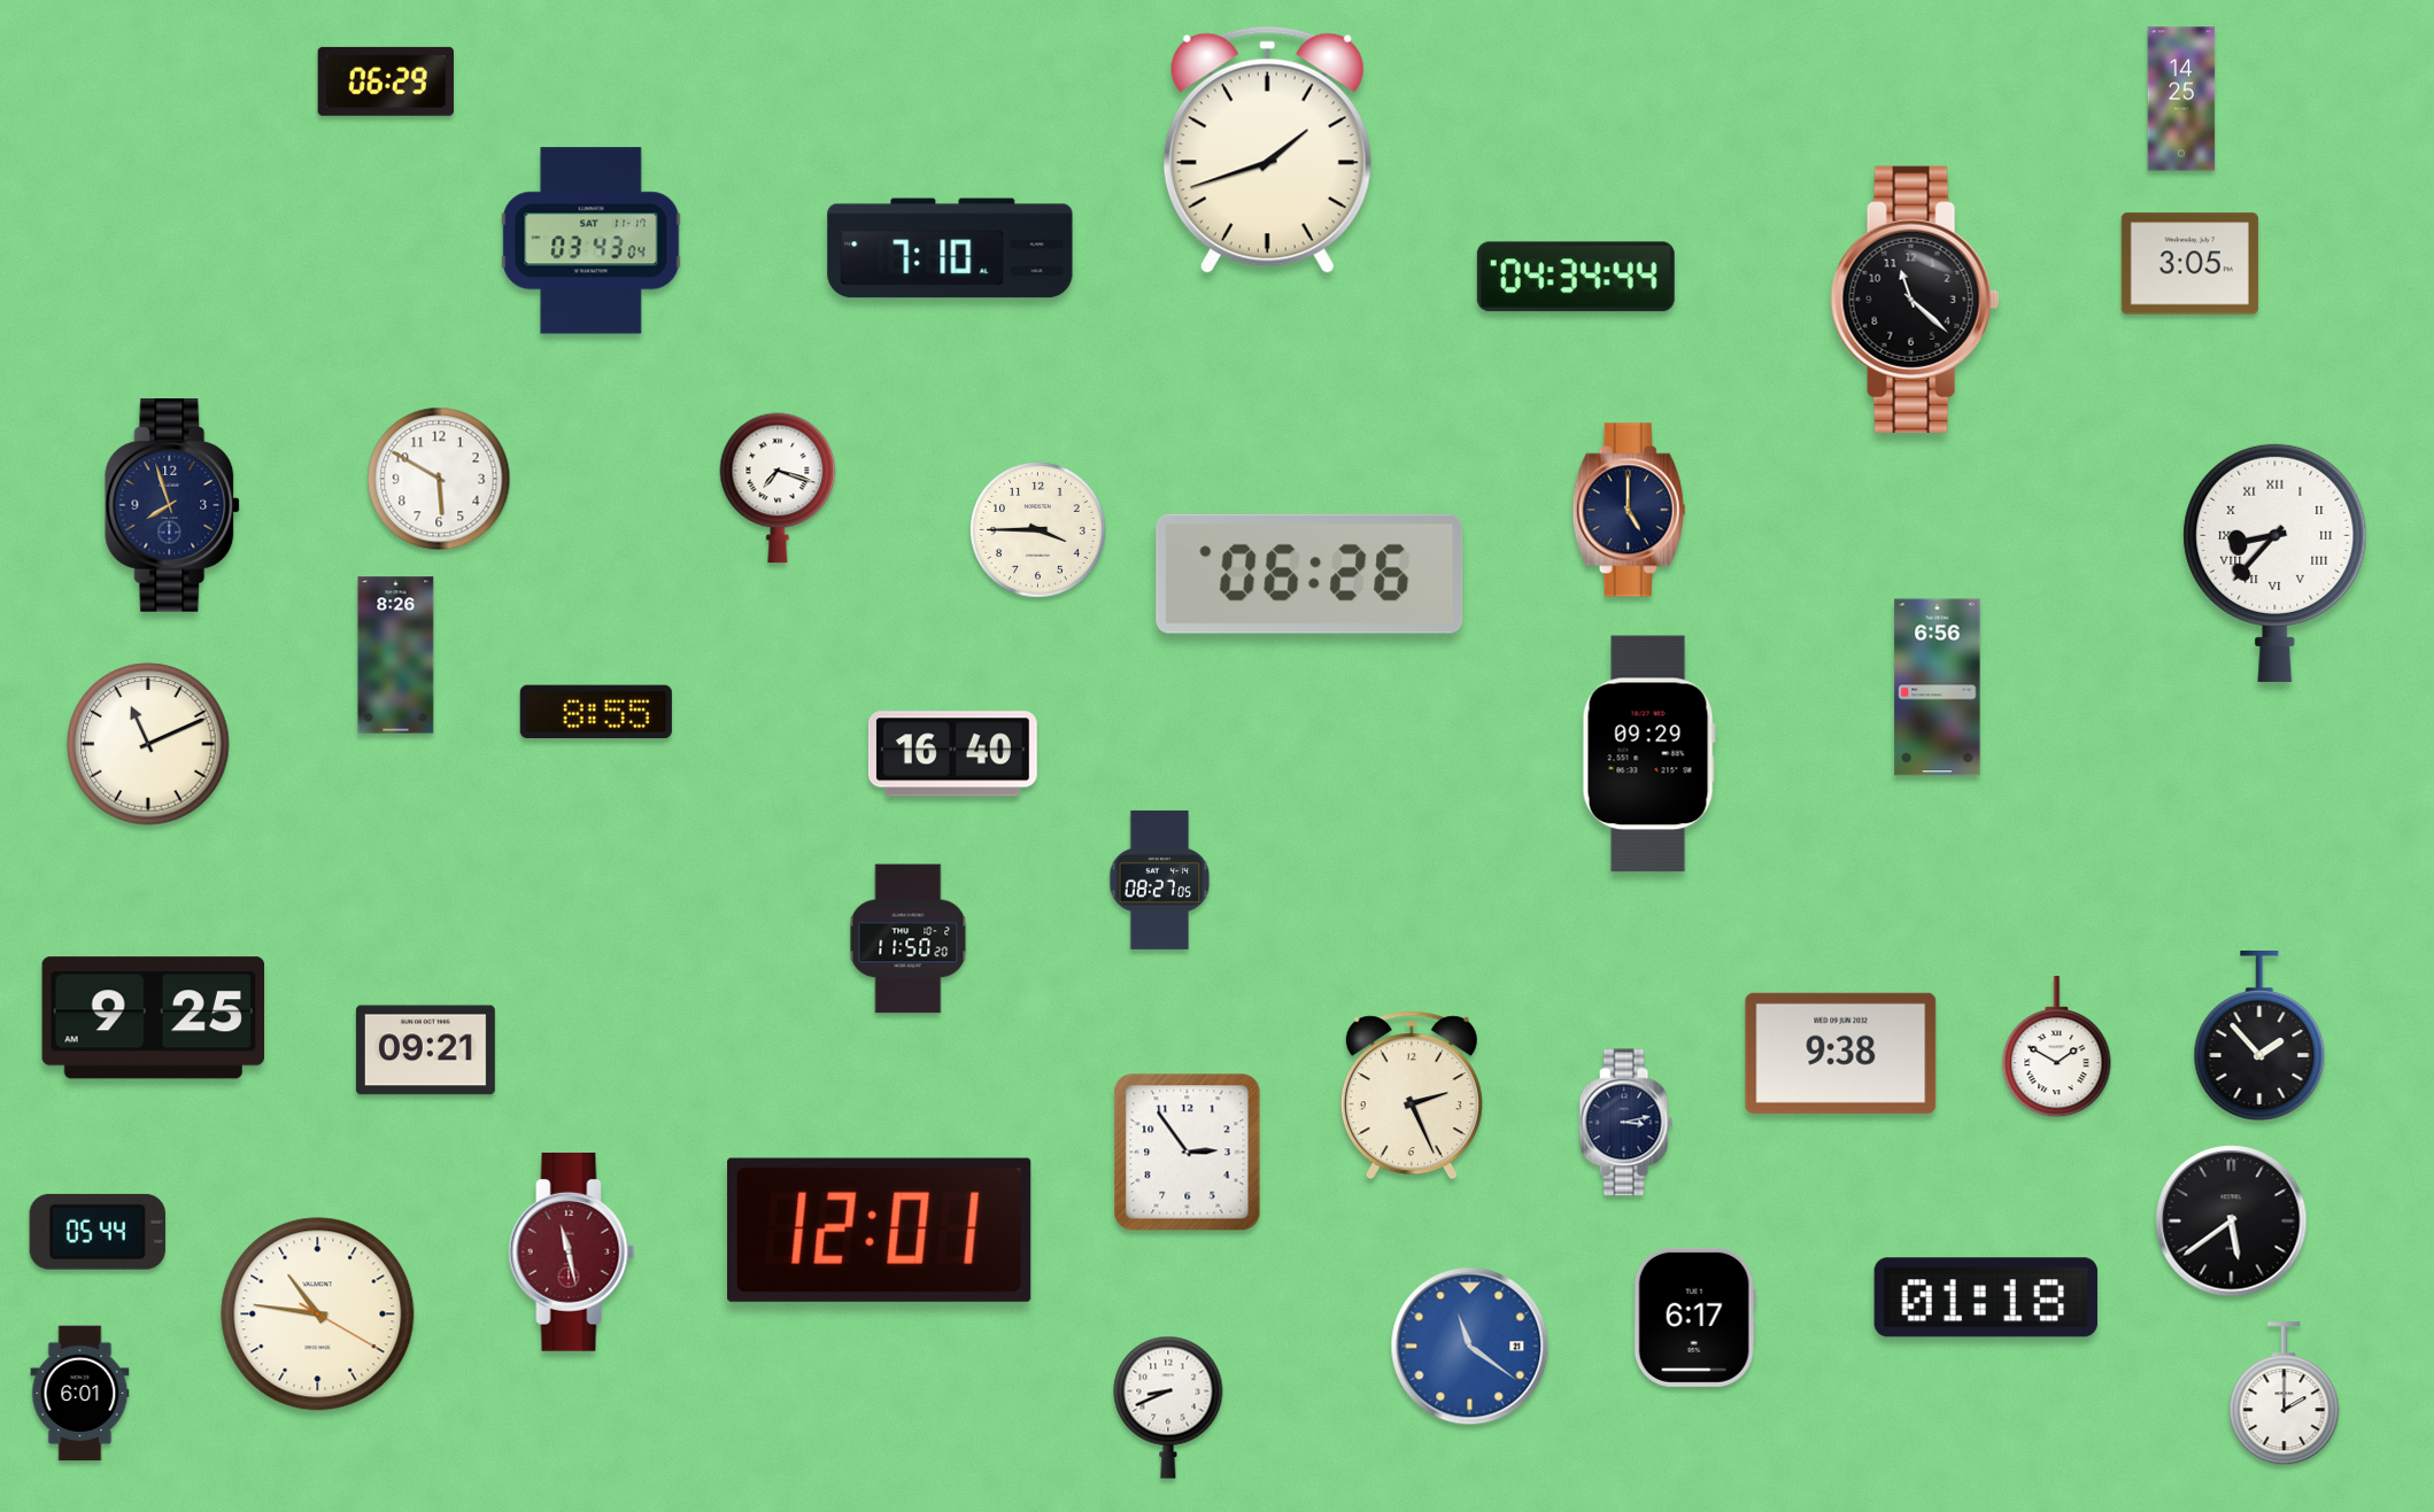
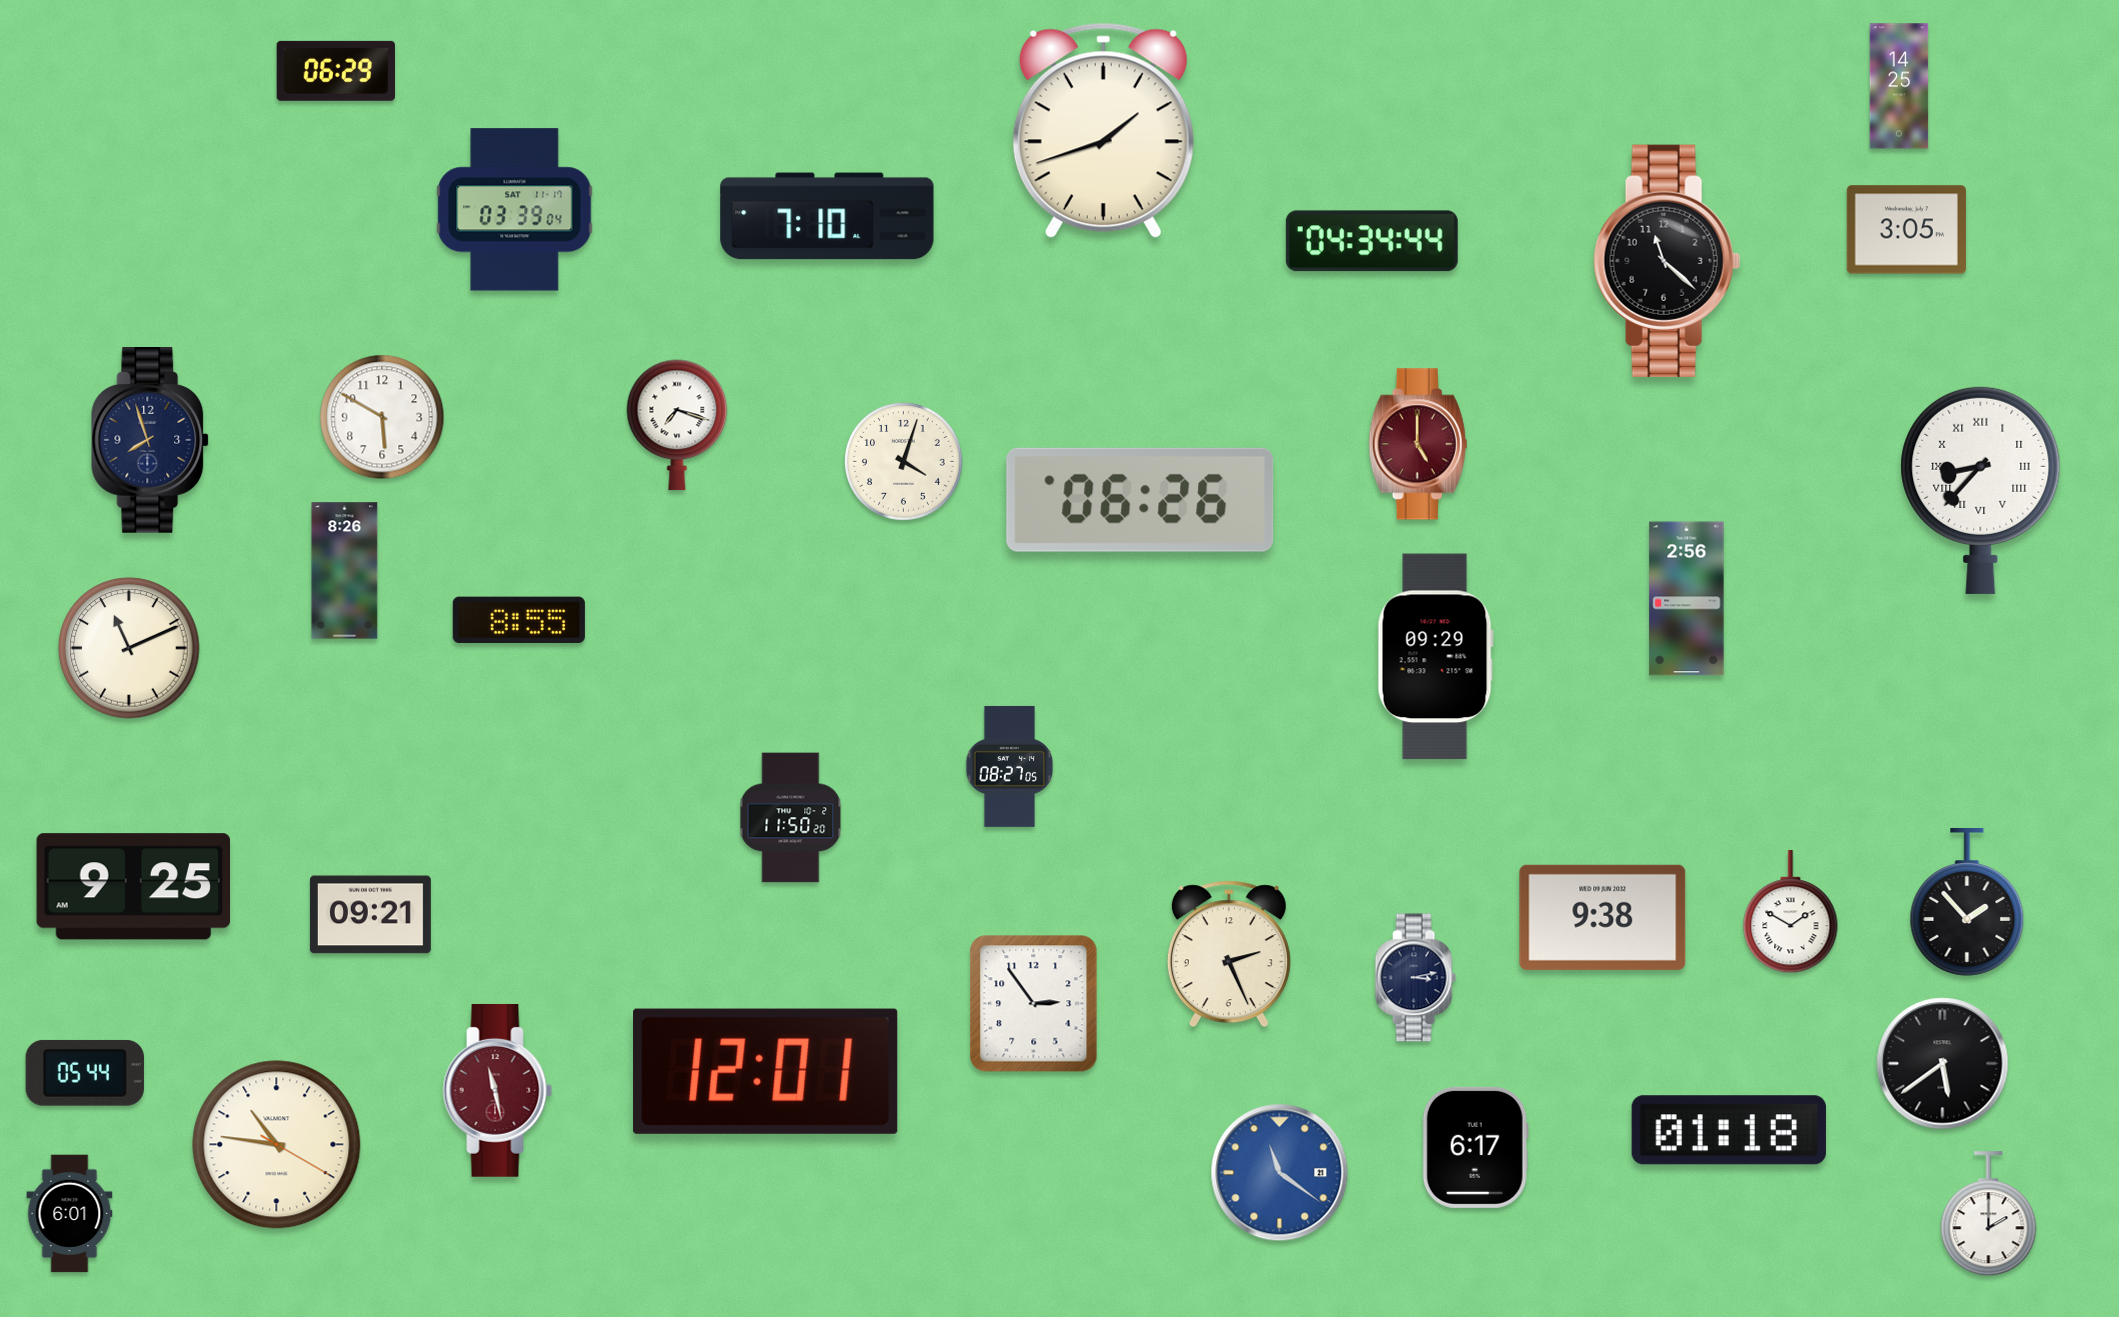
clock at (592, 241): 03:43 -> 03:39
clock at (1629, 510) dial: navy -> burgundy
clock at (1038, 530): 3:45 -> 4:03
clock at (1938, 688): 6:56 -> 2:56
clock at (952, 754): 16:40 -> none
clock at (1168, 1408): 8:41 -> none
